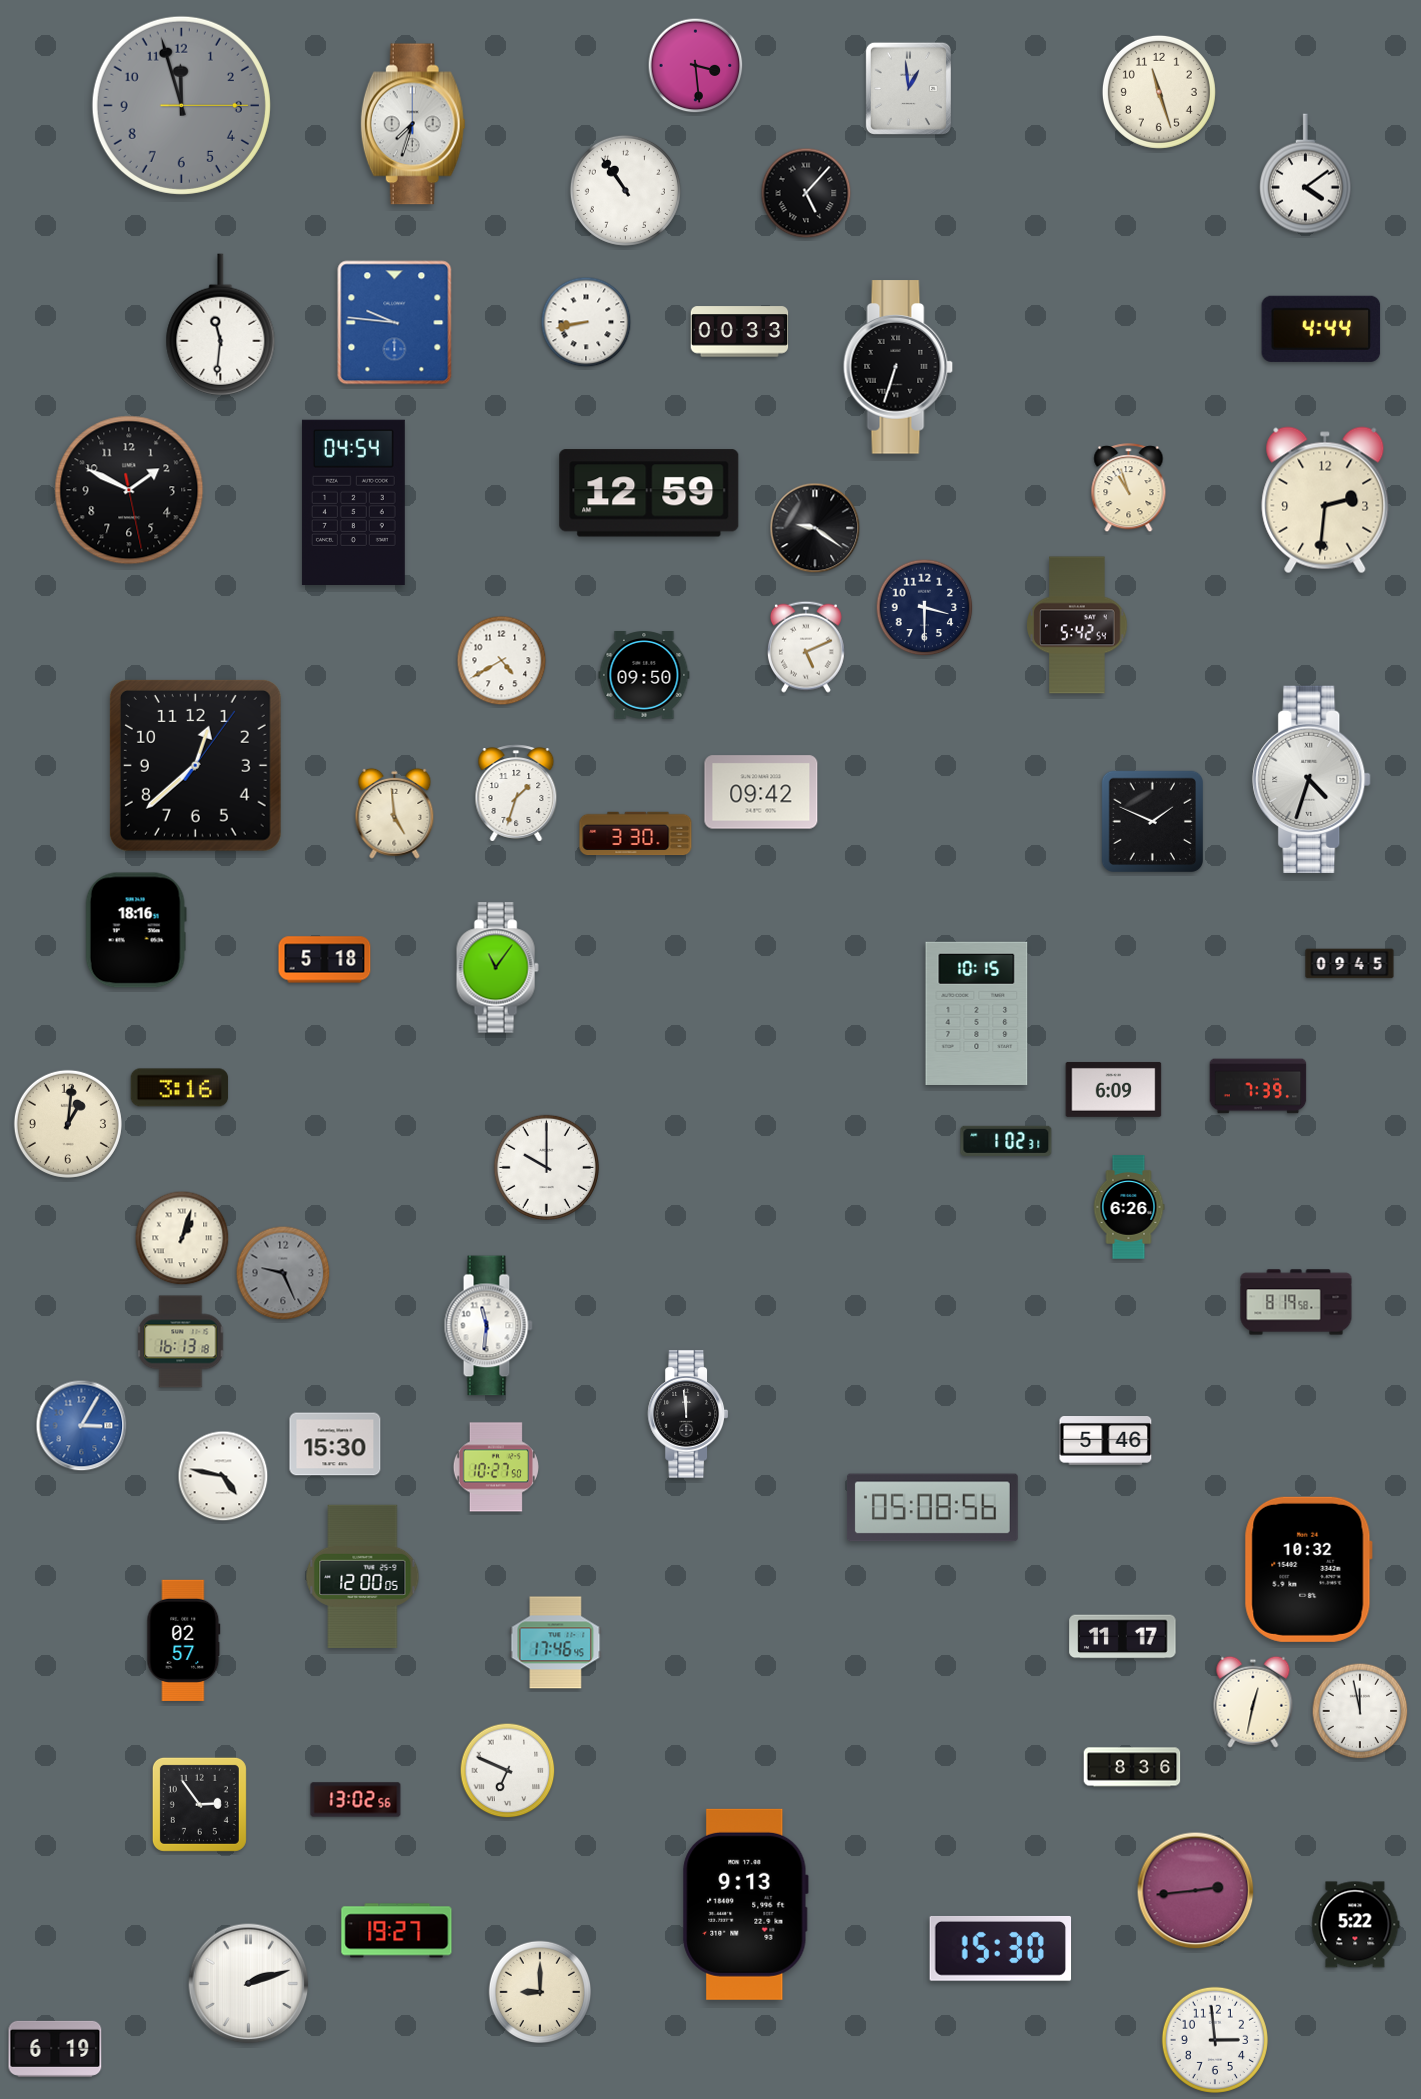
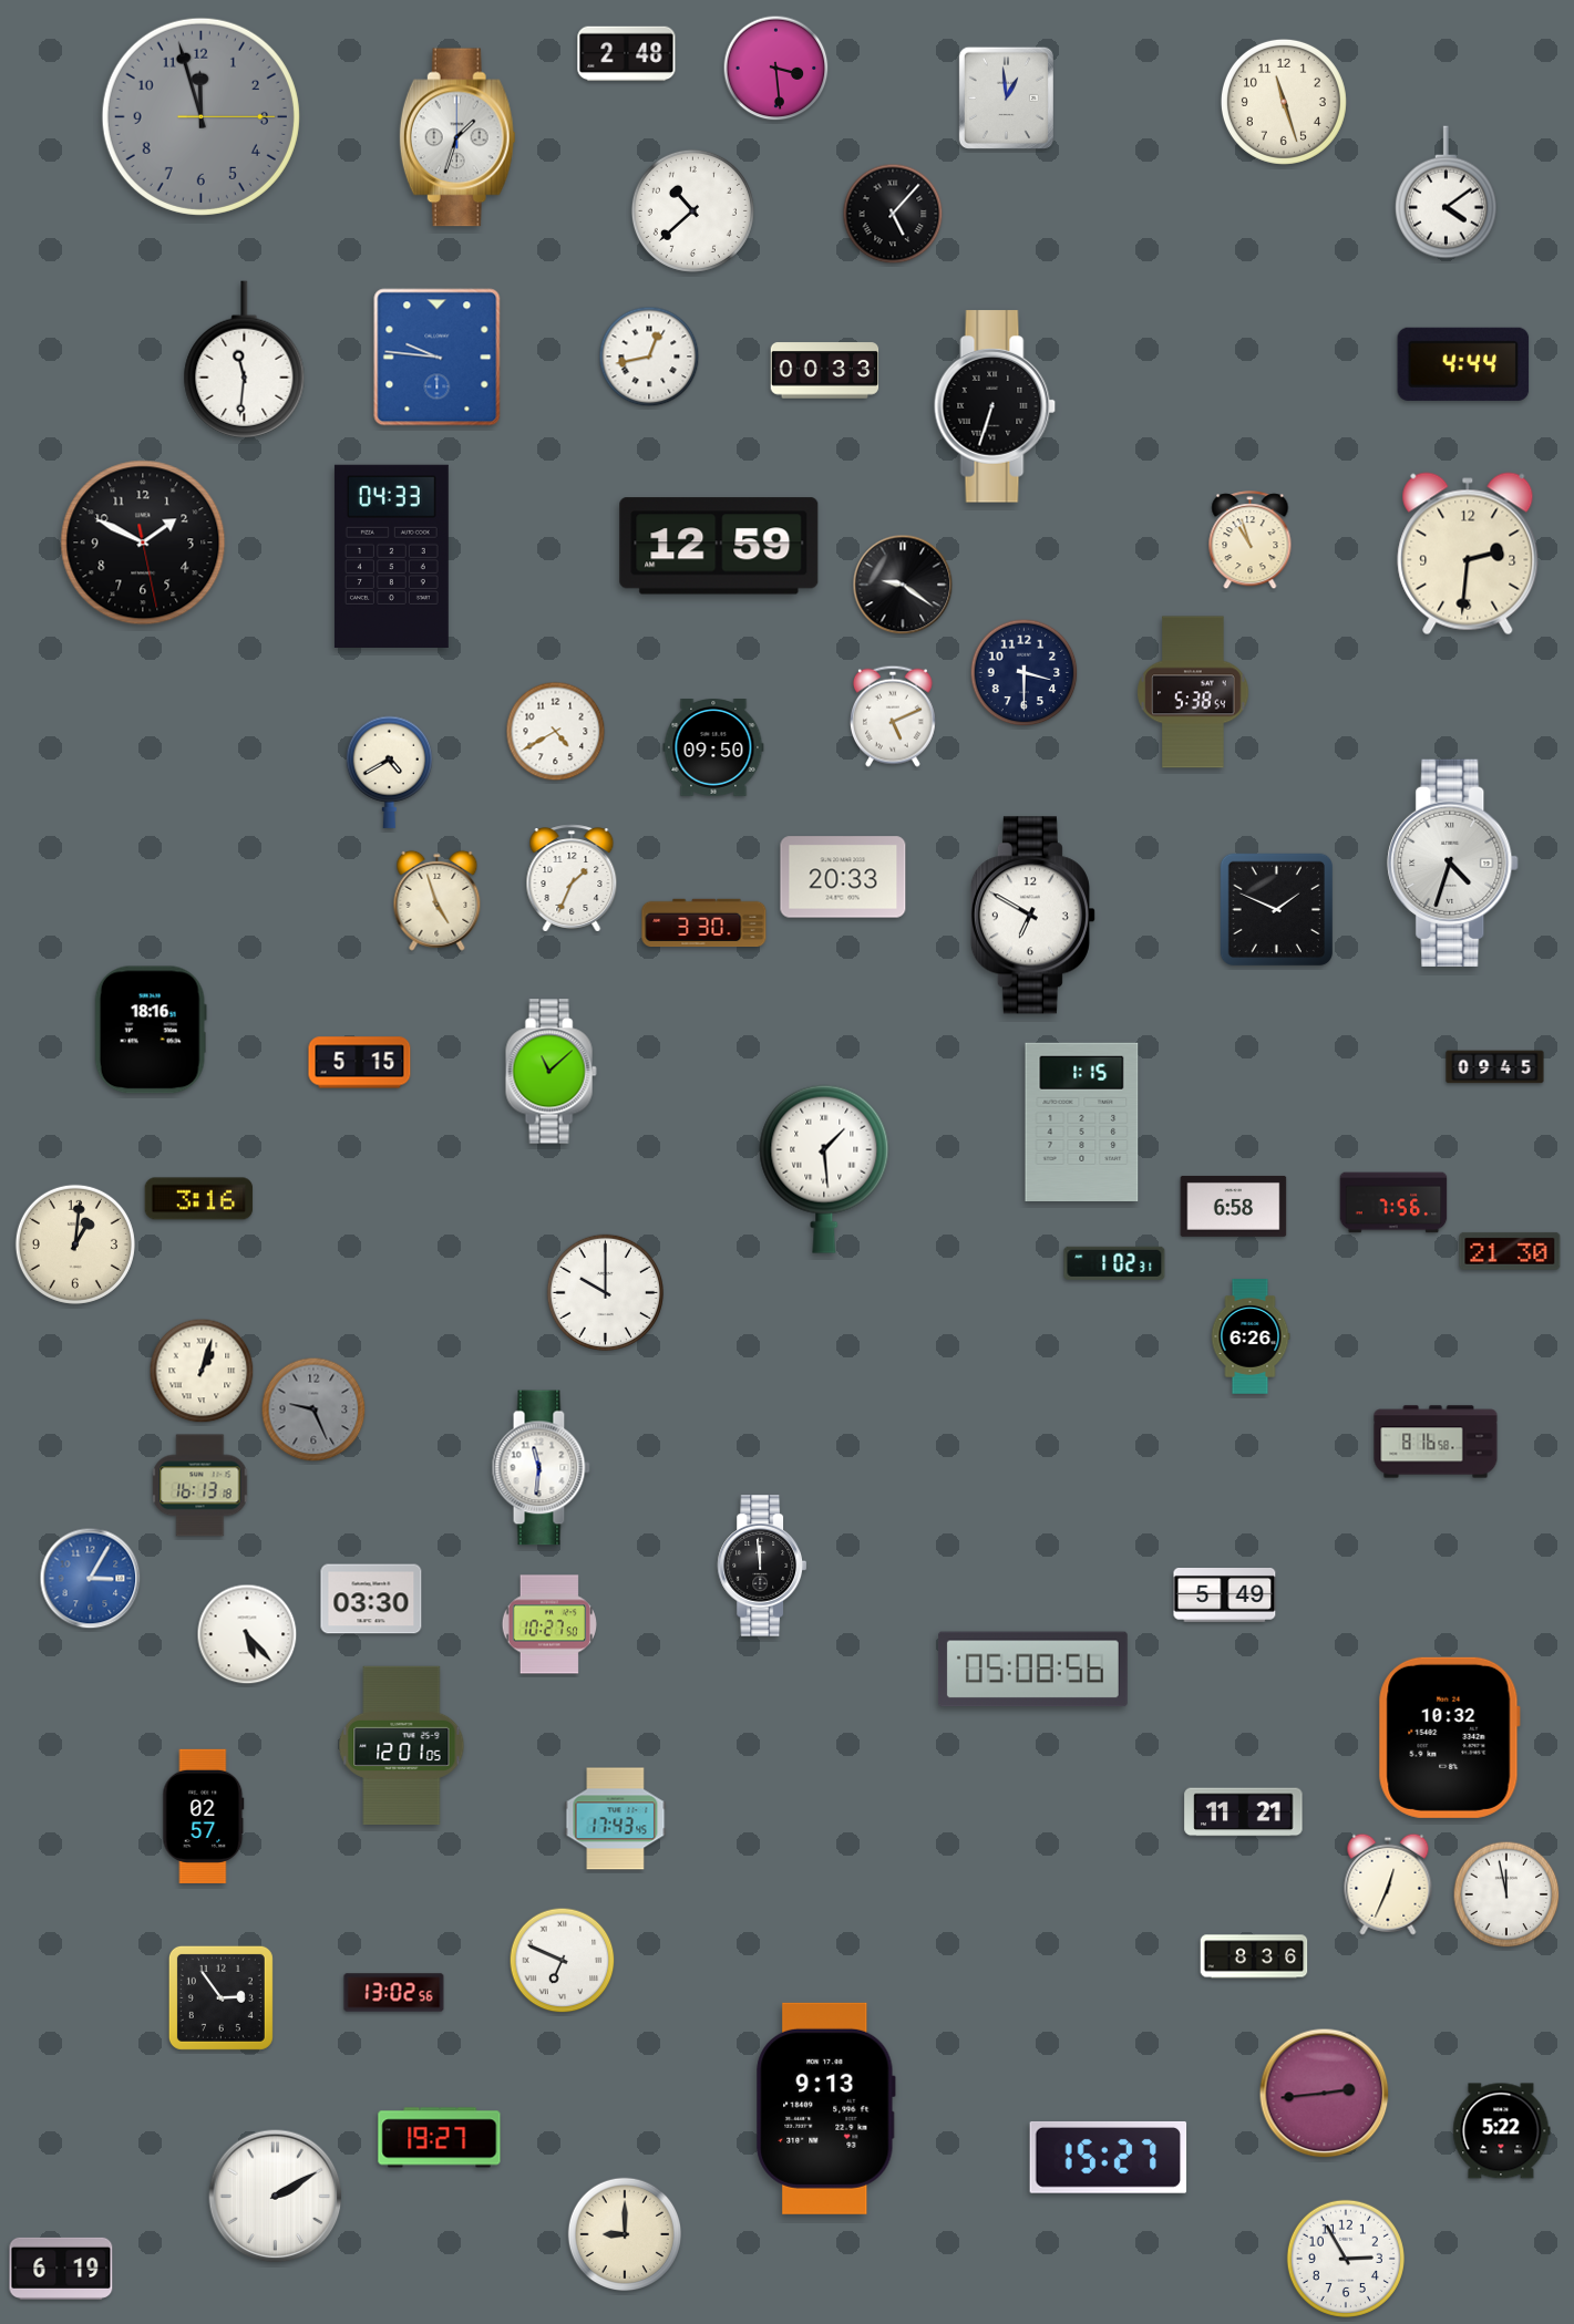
clock at (627, 54): none -> 2:48
clock at (696, 66) position: (696, 66) -> (776, 69)
clock at (413, 124): 7:33 -> 1:33
clock at (625, 190): 10:54 -> 10:38
clock at (586, 322): 8:43 -> 12:43
clock at (740, 332) position: (740, 332) -> (825, 371)
clock at (353, 502): 04:54 -> 04:33
clock at (1077, 625): 5:42 -> 5:38
clock at (389, 772): none -> 4:40
clock at (195, 765): 12:38 -> none
clock at (761, 792): 09:42 -> 20:33
clock at (516, 793): 1:33 -> 1:34
clock at (395, 813): 4:59 -> 4:57
clock at (1032, 916): none -> 6:50
clock at (325, 960): 5:18 -> 5:15
clock at (497, 968): 11:06 -> 11:08
clock at (977, 1013): 10:15 -> 1:15
clock at (824, 1169): none -> 1:29
clock at (1258, 1086): 7:39 -> 7:56
clock at (180, 1088) position: (180, 1088) -> (199, 1199)
clock at (1114, 1089): 6:09 -> 6:58
clock at (1510, 1251): none -> 21:30
clock at (1296, 1302): 8:19 -> 8:16
clock at (1106, 1441): 5:46 -> 5:49
clock at (335, 1444): 15:30 -> 03:30
clock at (223, 1476): 4:47 -> 5:23
clock at (363, 1576): 12:00 -> 12:01
clock at (1123, 1637): 11:17 -> 11:21
clock at (556, 1643): 17:46 -> 17:43
clock at (1253, 1702): 12:32 -> 12:34
clock at (1001, 1948): 15:30 -> 15:27
clock at (249, 1984): 2:12 -> 2:10
clock at (540, 1992) position: (540, 1992) -> (625, 2234)
clock at (1215, 2040): 2:59 -> 2:55
